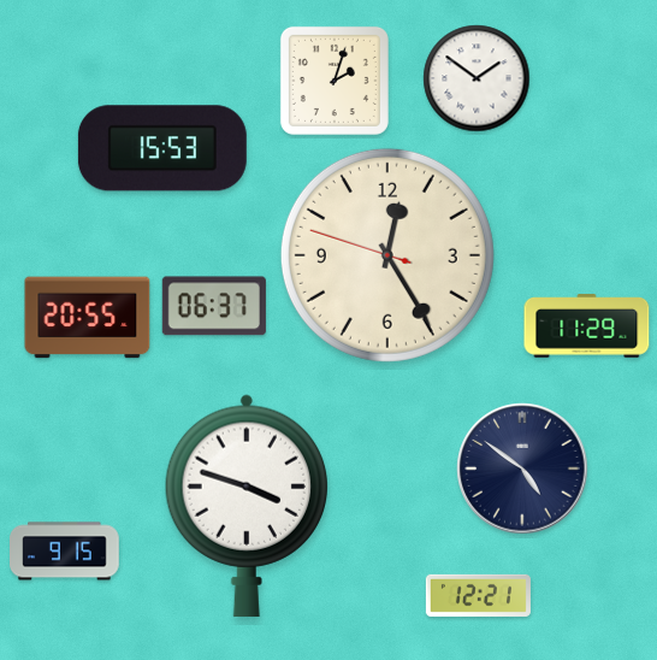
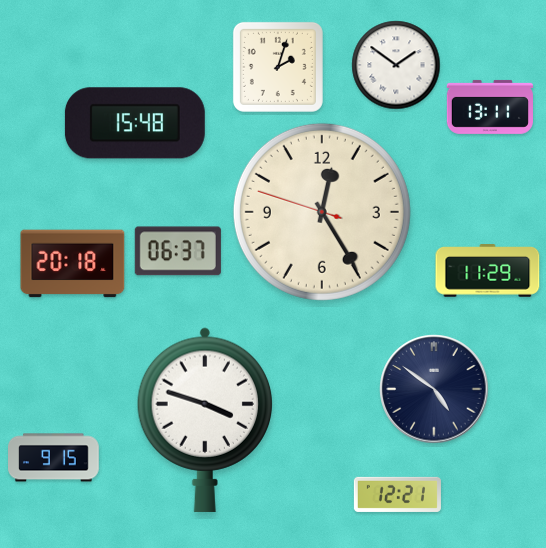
clock at (490, 107): none -> 13:11
clock at (162, 148): 15:53 -> 15:48
clock at (214, 306) position: (214, 306) -> (178, 251)
clock at (88, 318): 20:55 -> 20:18
